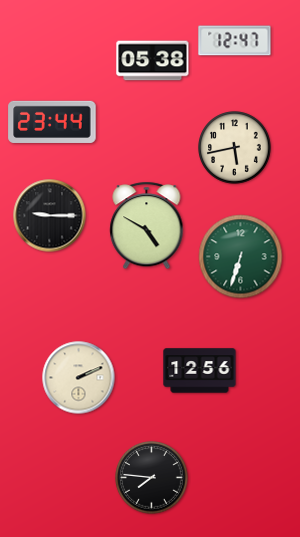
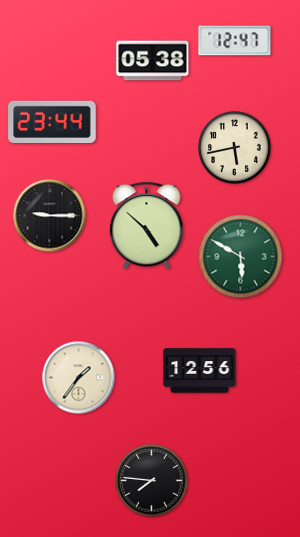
clock at (147, 226): 4:50 -> 4:52
clock at (241, 257): 6:33 -> 5:50
clock at (79, 378): 2:11 -> 1:36
clock at (152, 478) position: (152, 478) -> (152, 481)
